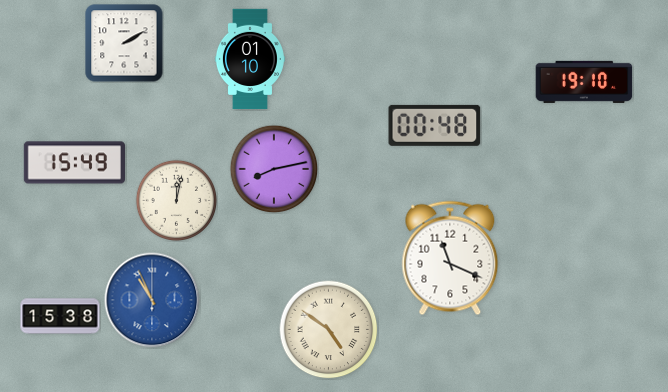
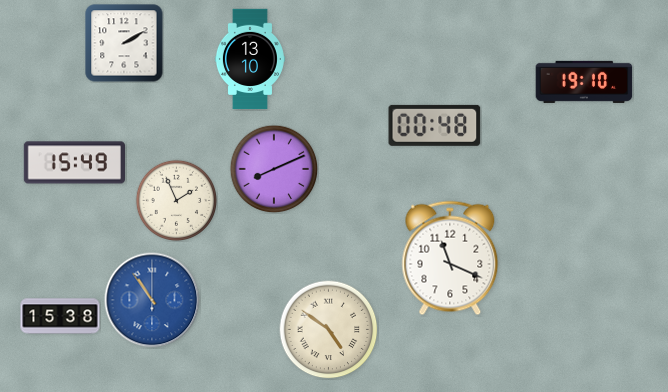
clock at (250, 59): 01:10 -> 13:10
clock at (274, 169): 8:13 -> 8:11
clock at (176, 200): 12:02 -> 1:56
clock at (152, 300): 10:56 -> 10:54
